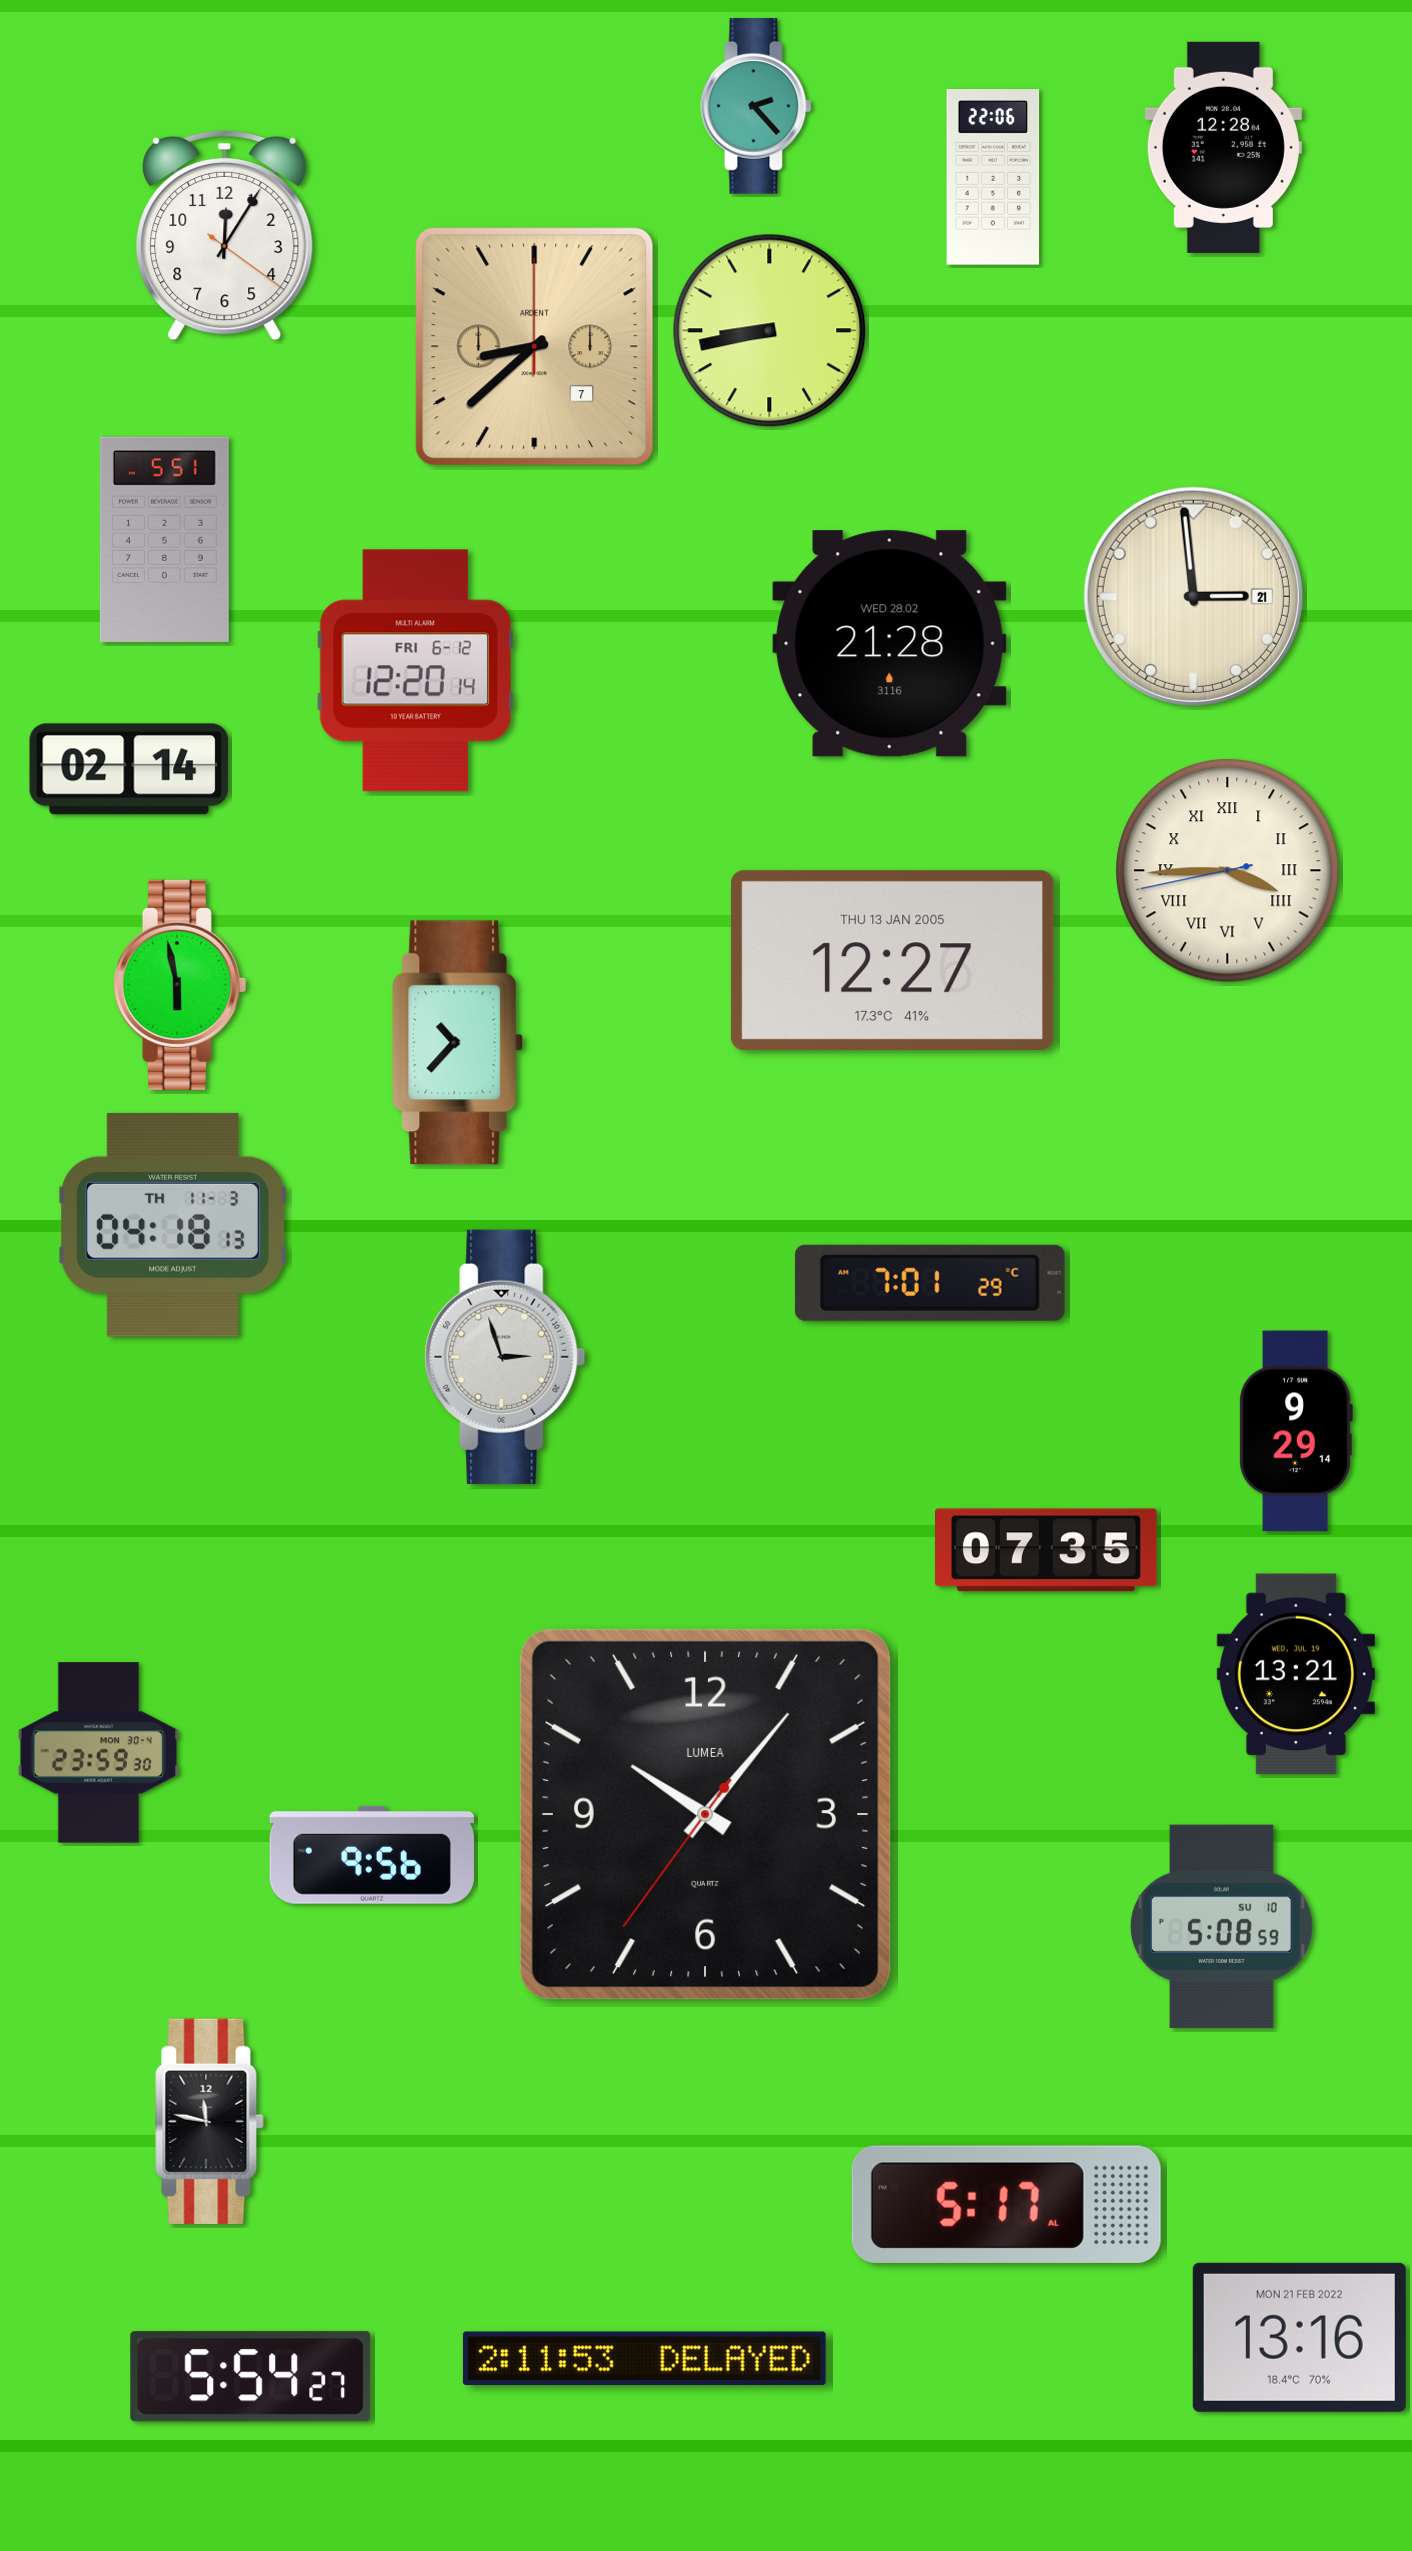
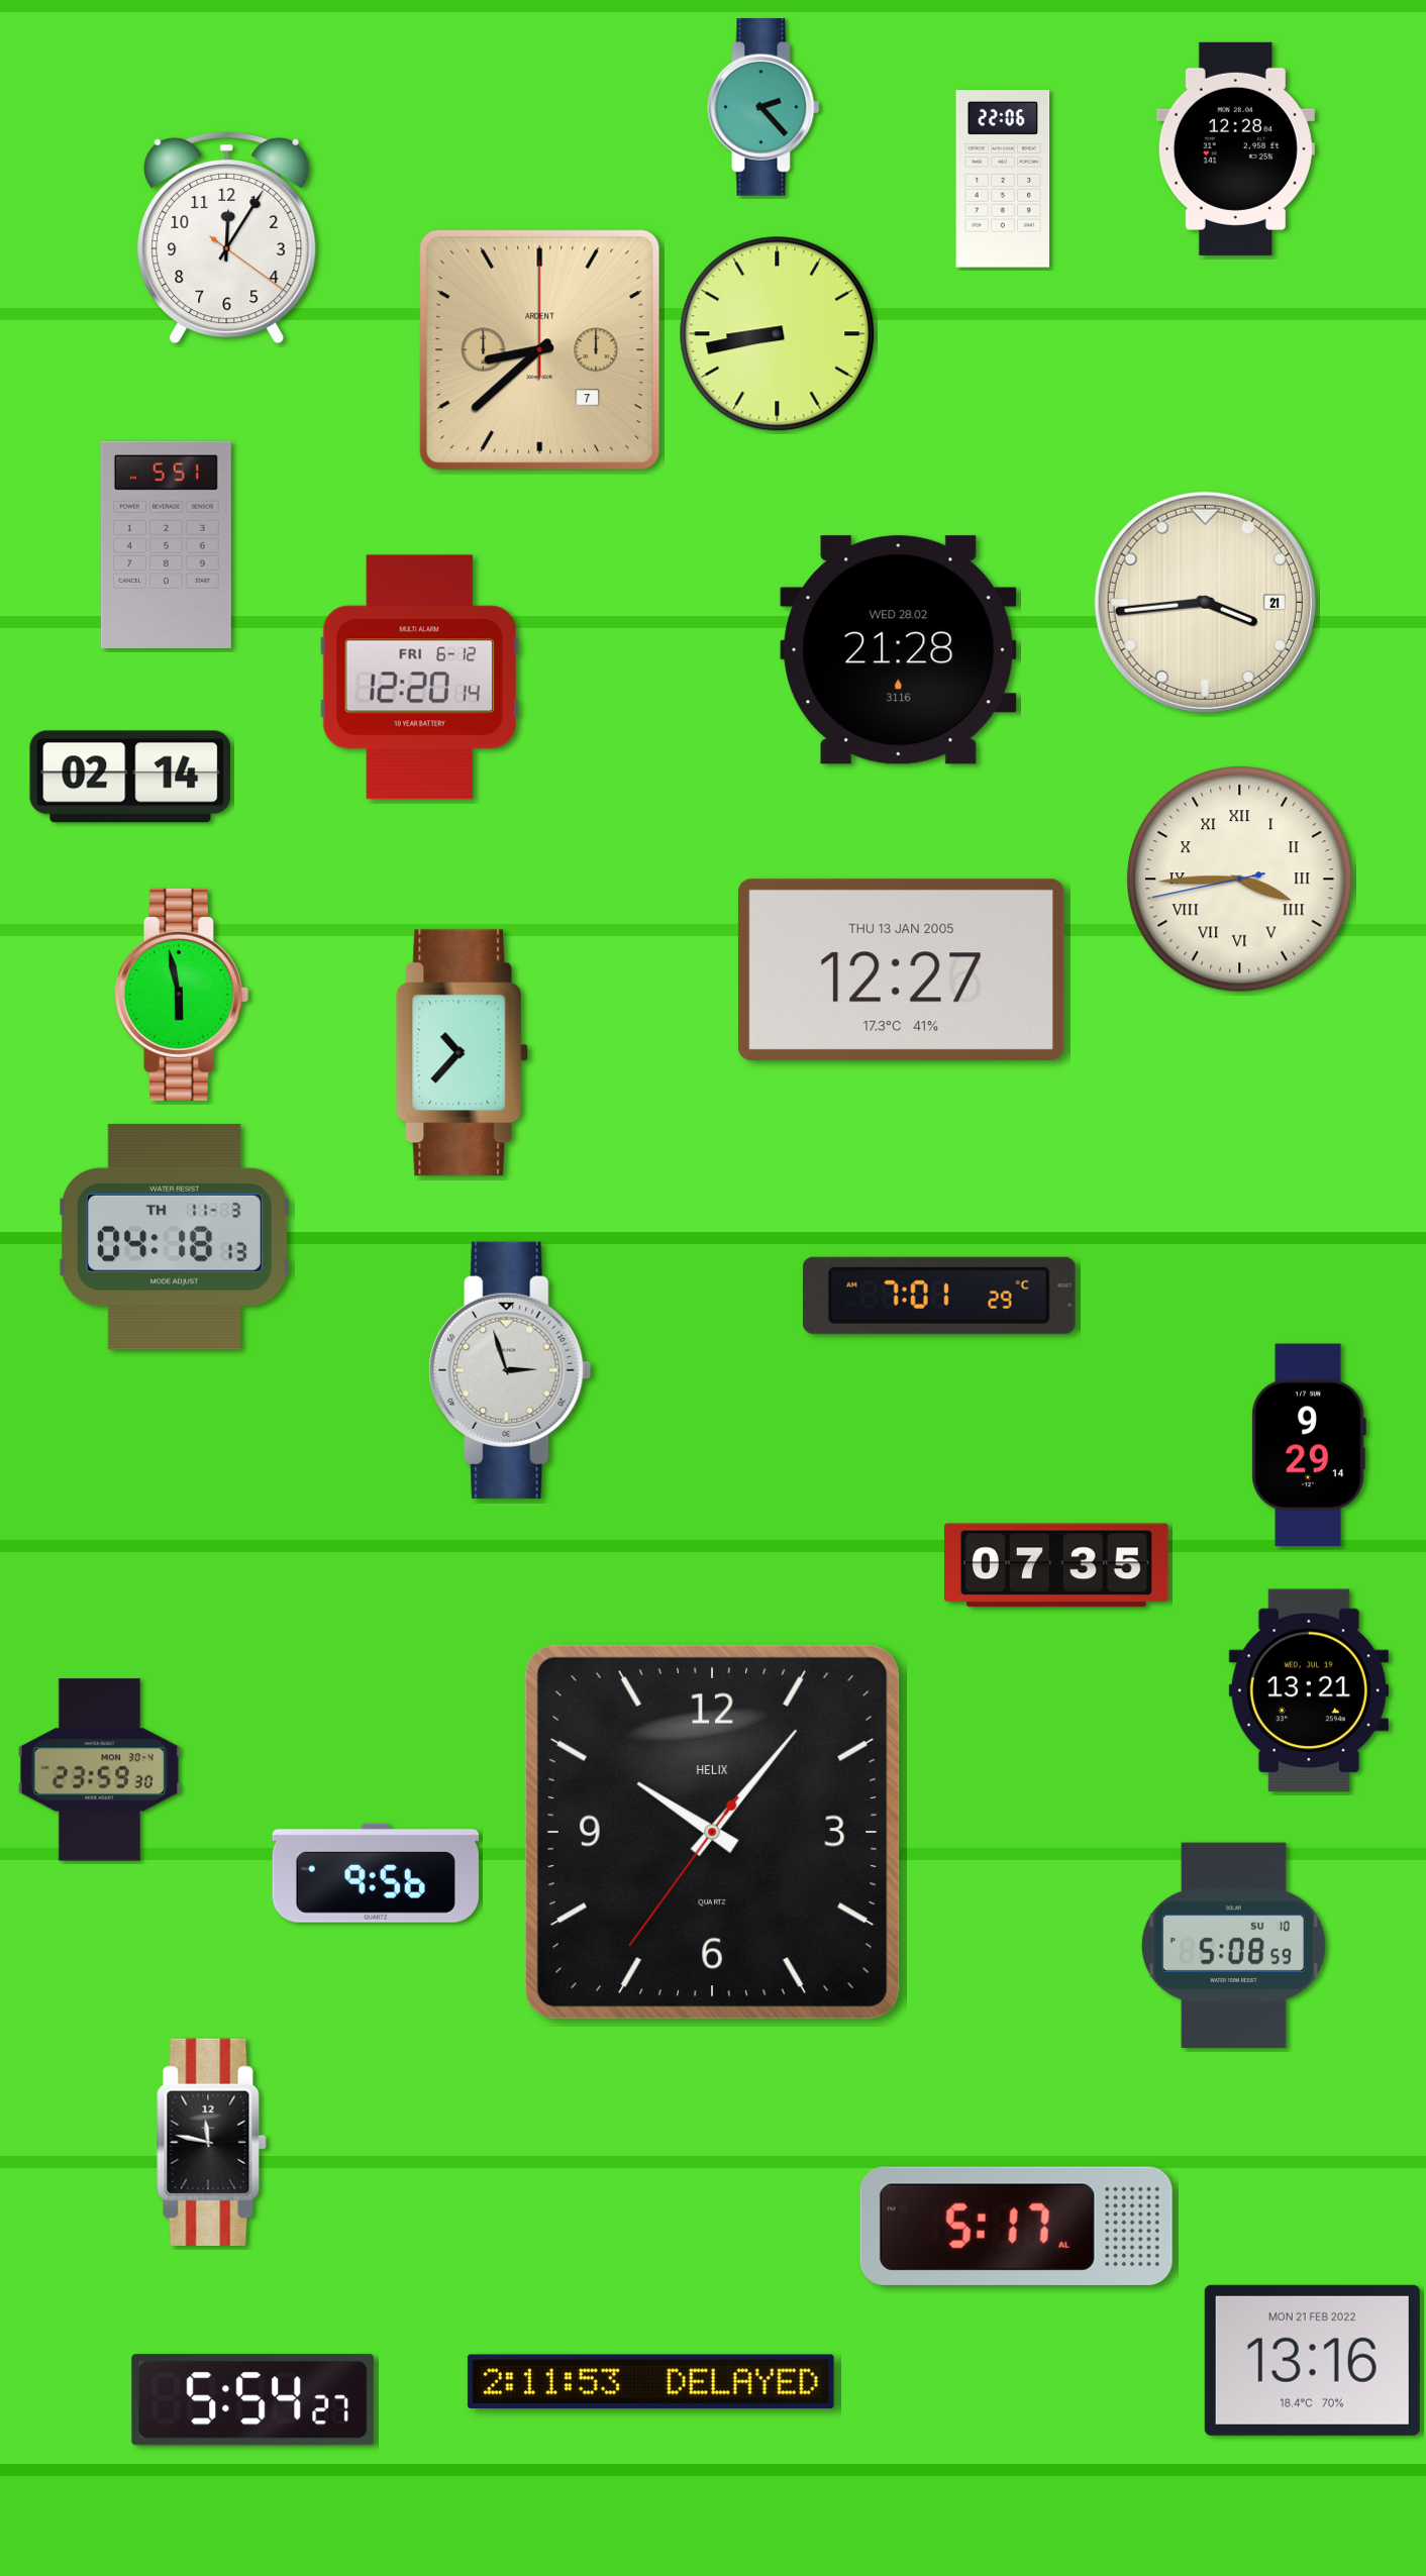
clock at (1193, 596): 2:59 -> 3:44
clock at (705, 1814) brand: LUMEA -> HELIX
